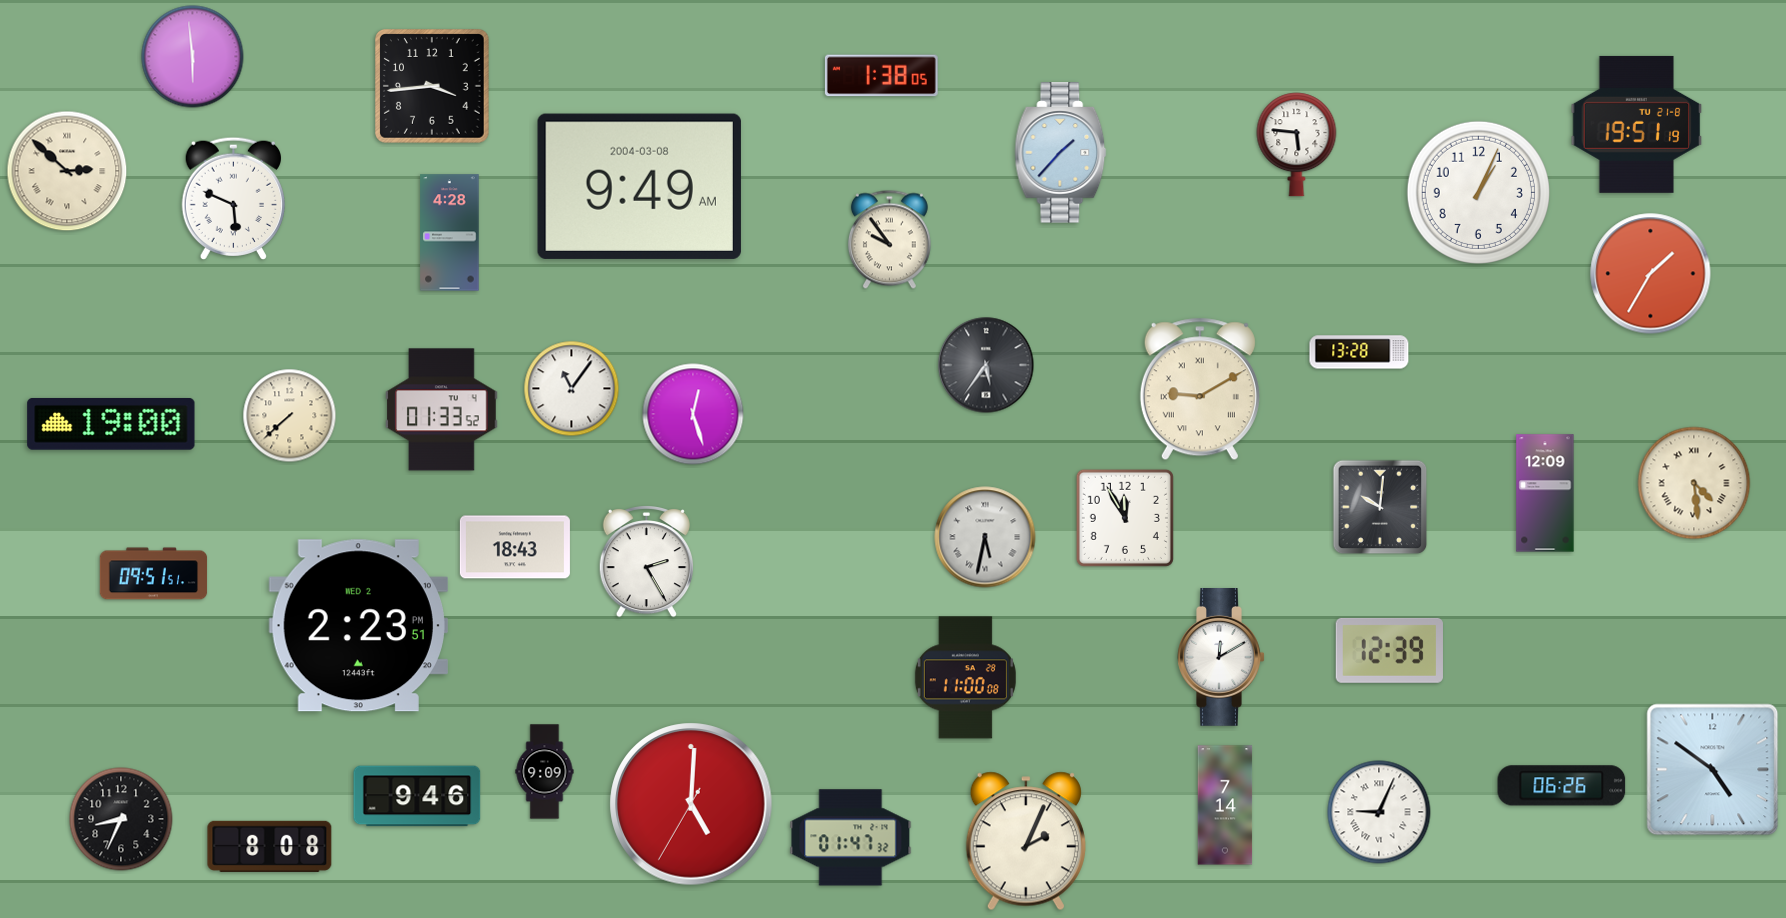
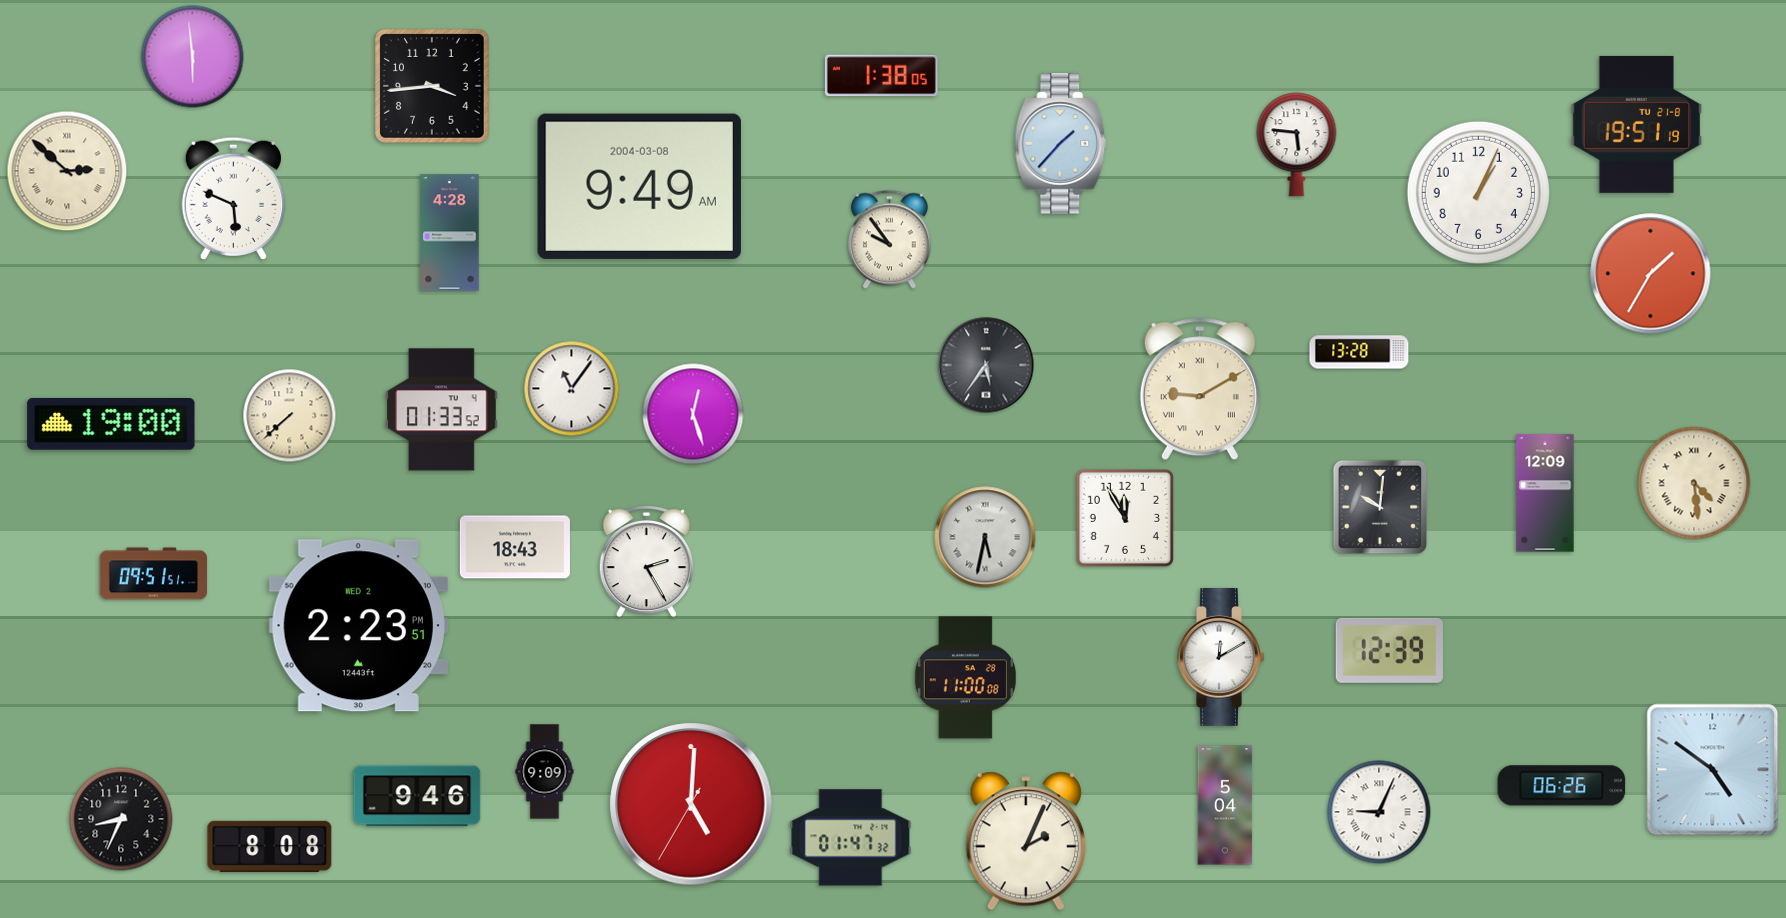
clock at (1061, 153) position: (1061, 153) -> (1061, 144)
clock at (1225, 805): 7:14 -> 5:04
